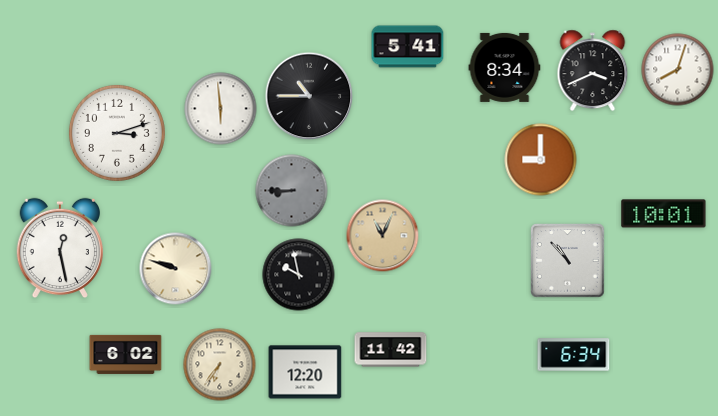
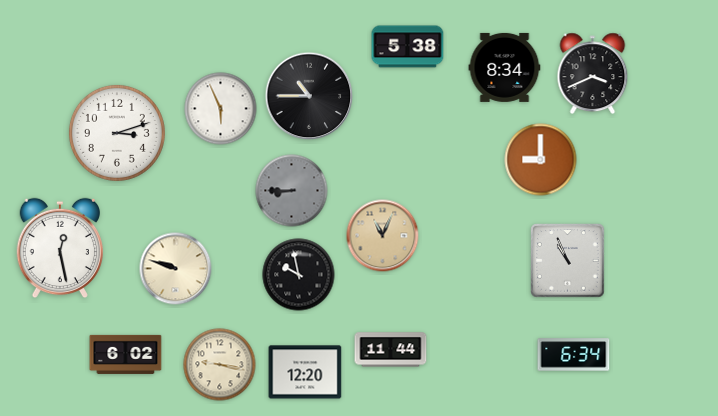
clock at (408, 47): 5:41 -> 5:38
clock at (678, 70): 8:03 -> none
clock at (593, 71) position: (593, 71) -> (593, 74)
clock at (221, 109): 5:59 -> 5:56
clock at (664, 214): 10:01 -> none
clock at (568, 261): 10:53 -> 10:56
clock at (391, 350): 11:42 -> 11:44
clock at (220, 365): 6:36 -> 9:17
